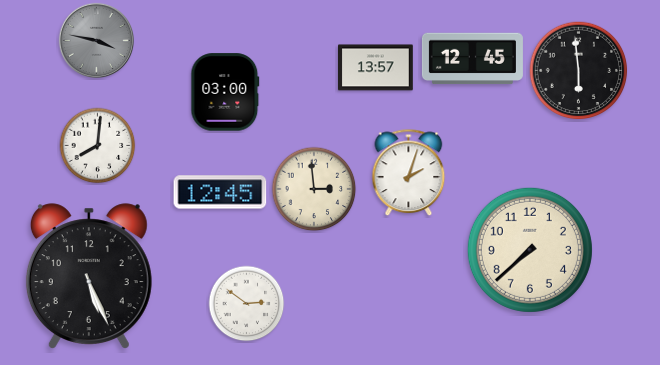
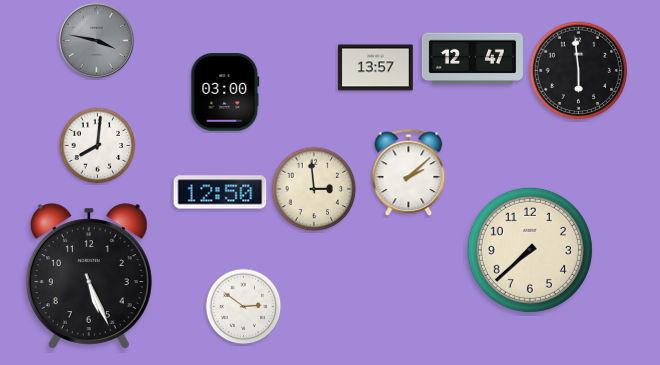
clock at (472, 59): 12:45 -> 12:47
clock at (409, 173): 2:03 -> 2:08
clock at (220, 192): 12:45 -> 12:50
clock at (247, 304) position: (247, 304) -> (244, 307)
